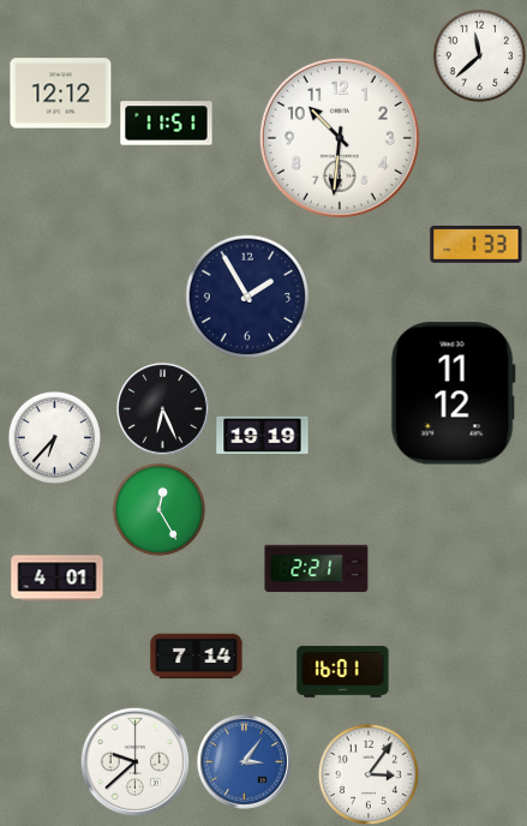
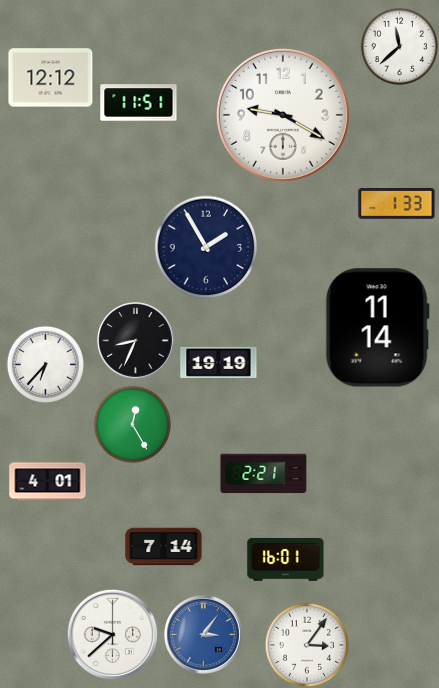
clock at (340, 138): 10:31 -> 9:20
clock at (453, 394): 11:12 -> 11:14
clock at (163, 409): 6:26 -> 8:34
